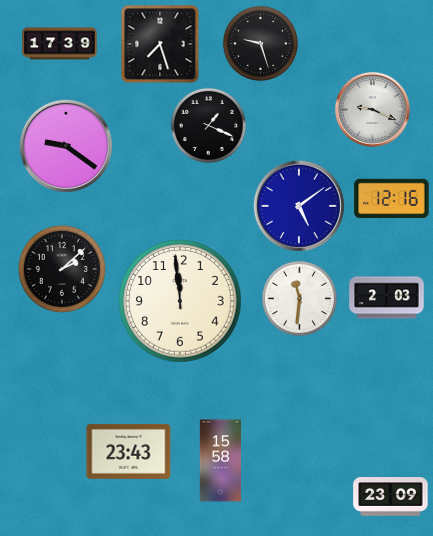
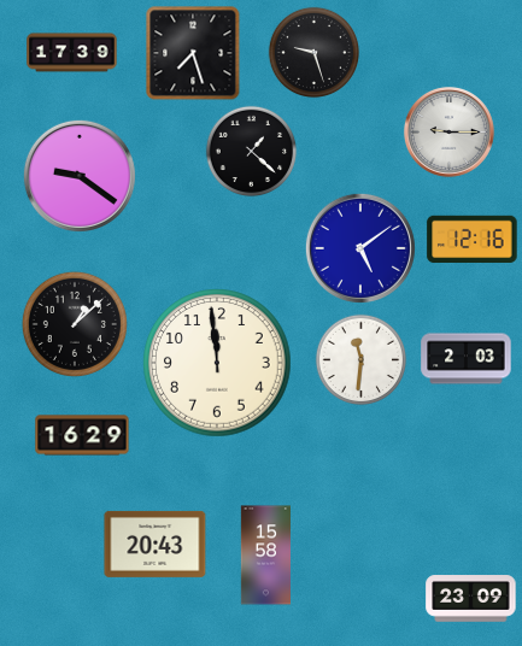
clock at (372, 109): 9:19 -> 9:15
clock at (209, 126): 1:19 -> 1:22
clock at (62, 269): 2:08 -> 1:08
clock at (82, 435): none -> 16:29
clock at (129, 451): 23:43 -> 20:43
